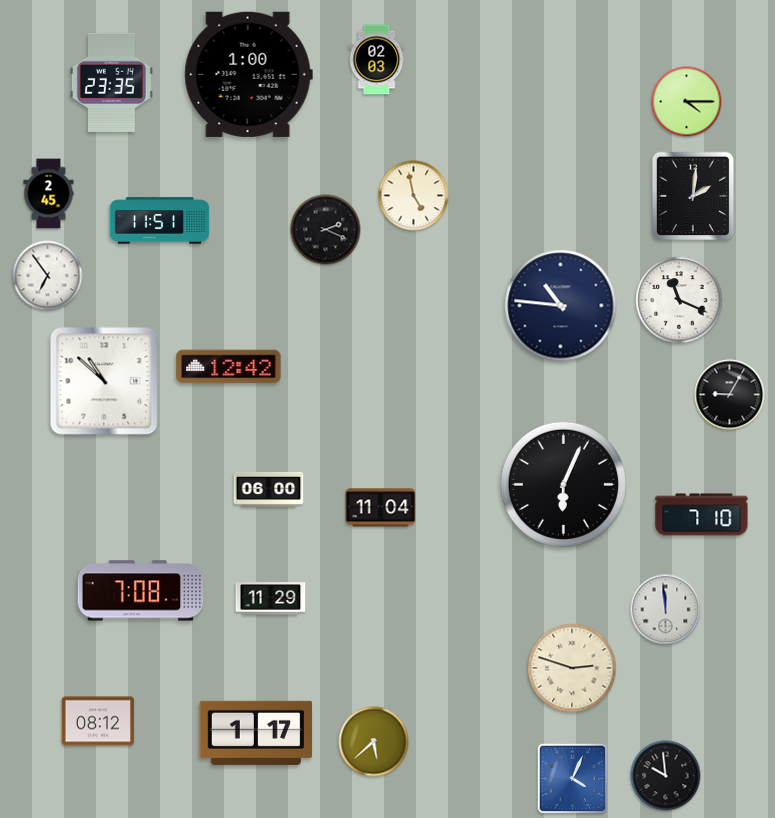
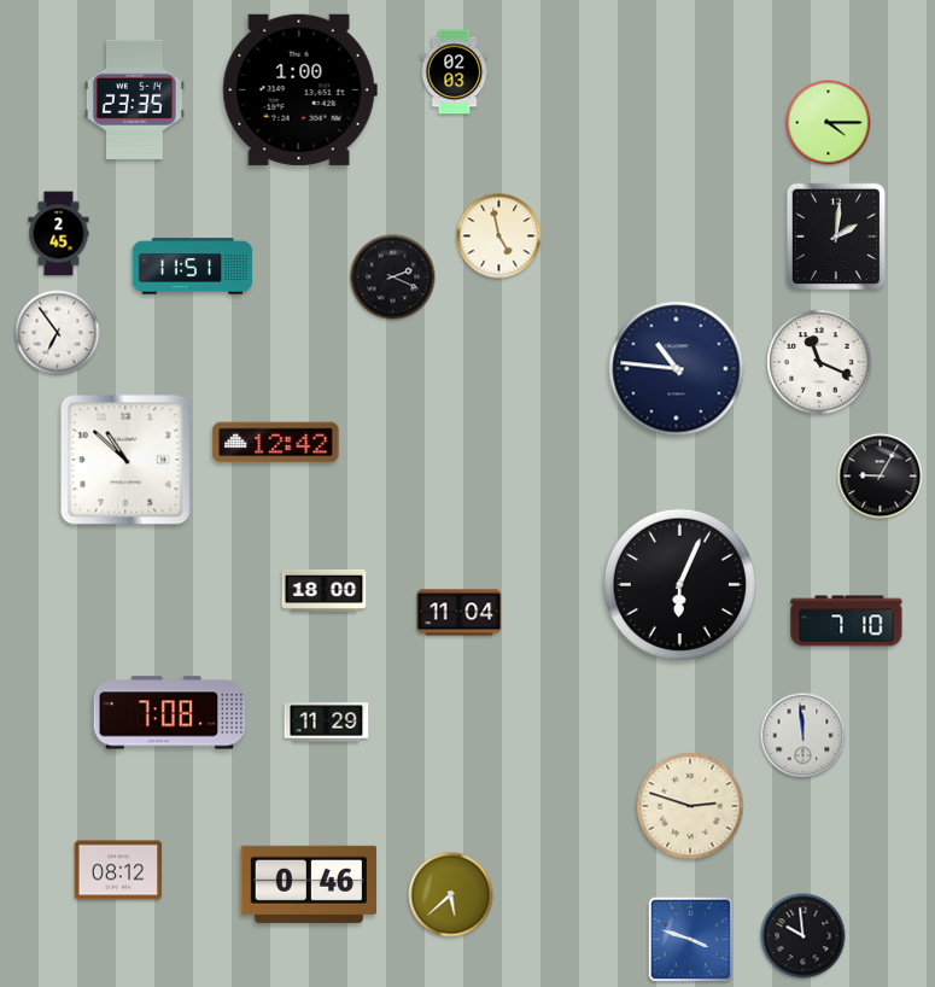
clock at (269, 489): 06:00 -> 18:00
clock at (255, 733): 1:17 -> 0:46
clock at (573, 779): 4:04 -> 3:48
